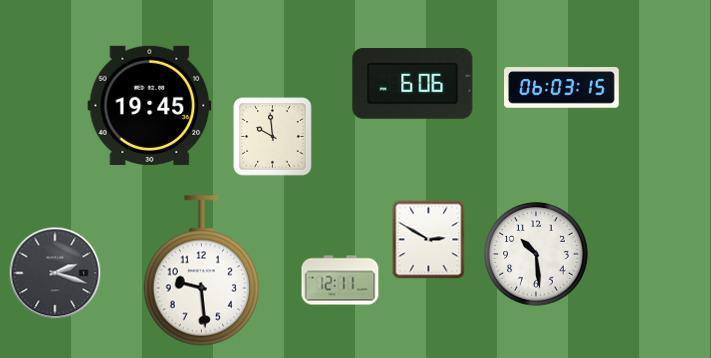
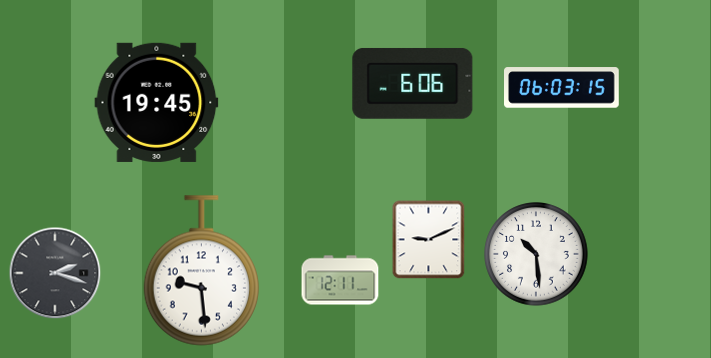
clock at (150, 105) position: (150, 105) -> (157, 102)
clock at (273, 137): 9:59 -> none
clock at (429, 240): 2:50 -> 9:11
